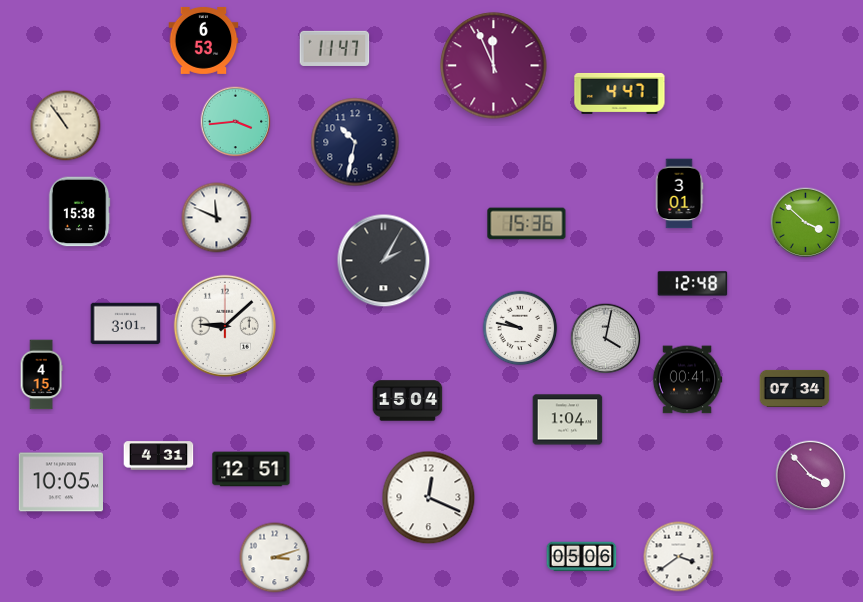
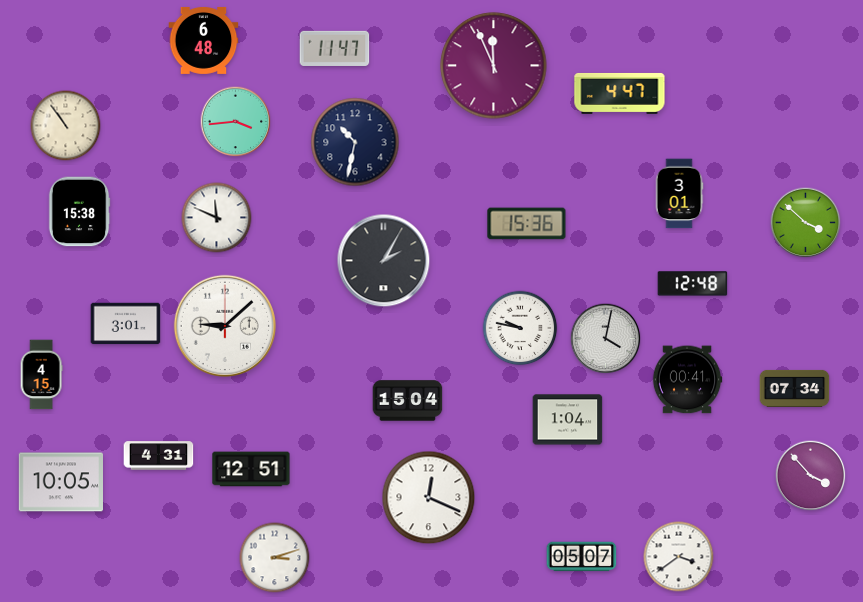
clock at (204, 40): 6:53 -> 6:48
clock at (582, 557): 05:06 -> 05:07
